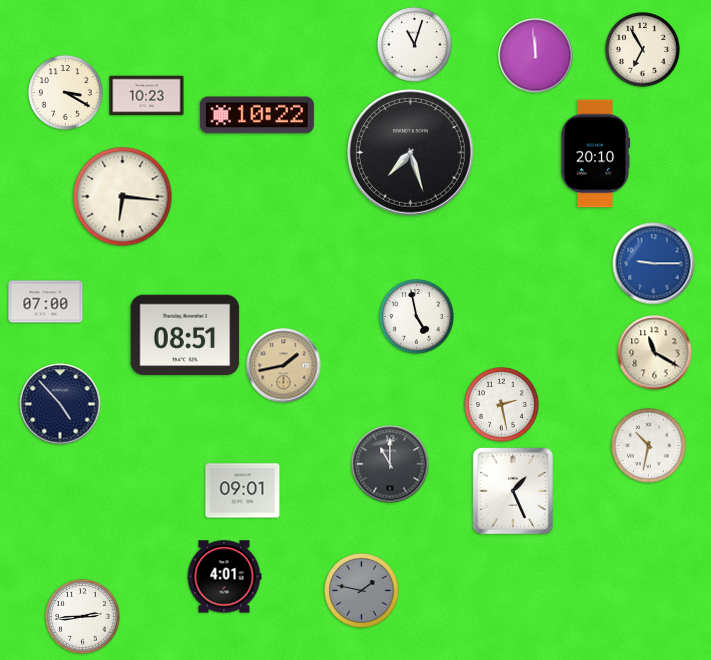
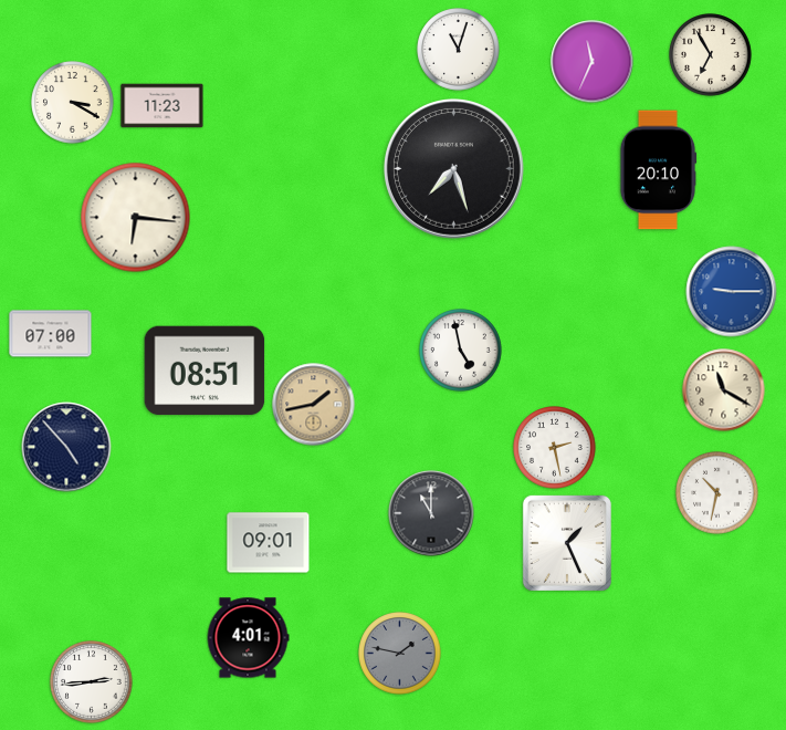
clock at (536, 56): 11:59 -> 11:34
clock at (147, 96): 10:23 -> 11:23
clock at (257, 115): 10:22 -> none
clock at (654, 264) position: (654, 264) -> (732, 292)
